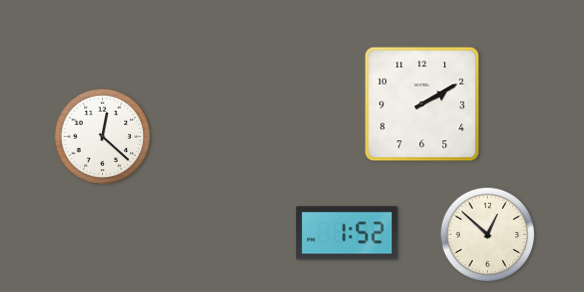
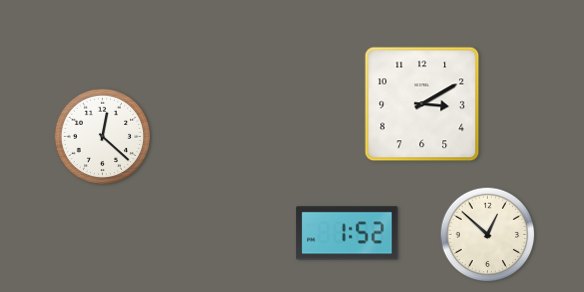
clock at (422, 104): 2:10 -> 3:10
